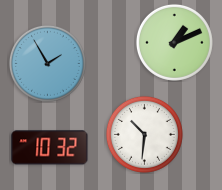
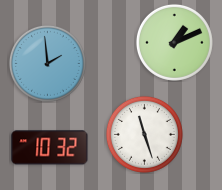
clock at (47, 63): 1:55 -> 1:59
clock at (144, 134): 10:31 -> 11:27
